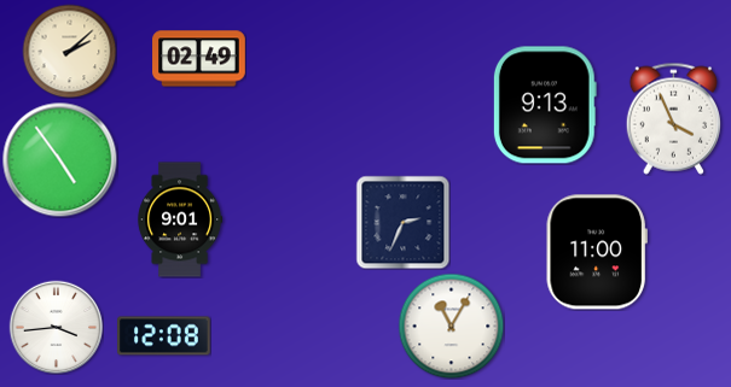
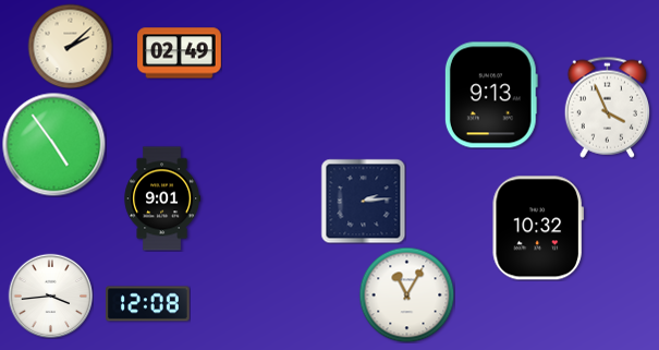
clock at (69, 51) position: (69, 51) -> (70, 46)
clock at (402, 222): 2:34 -> 2:14
clock at (597, 252): 11:00 -> 10:32
